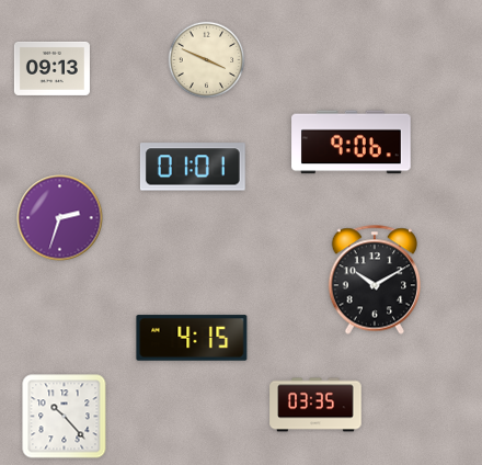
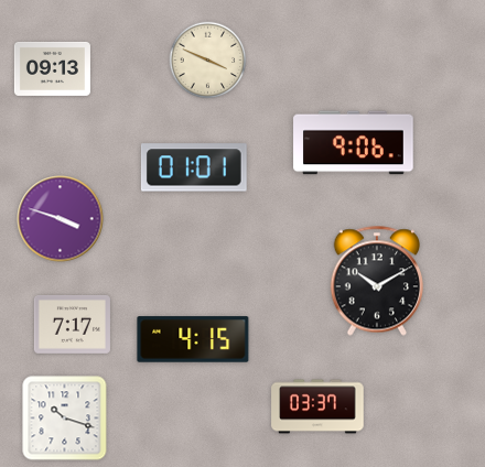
clock at (60, 218): 2:33 -> 3:48
clock at (72, 324): none -> 7:17
clock at (315, 405): 03:35 -> 03:37
clock at (65, 417): 10:23 -> 10:18
